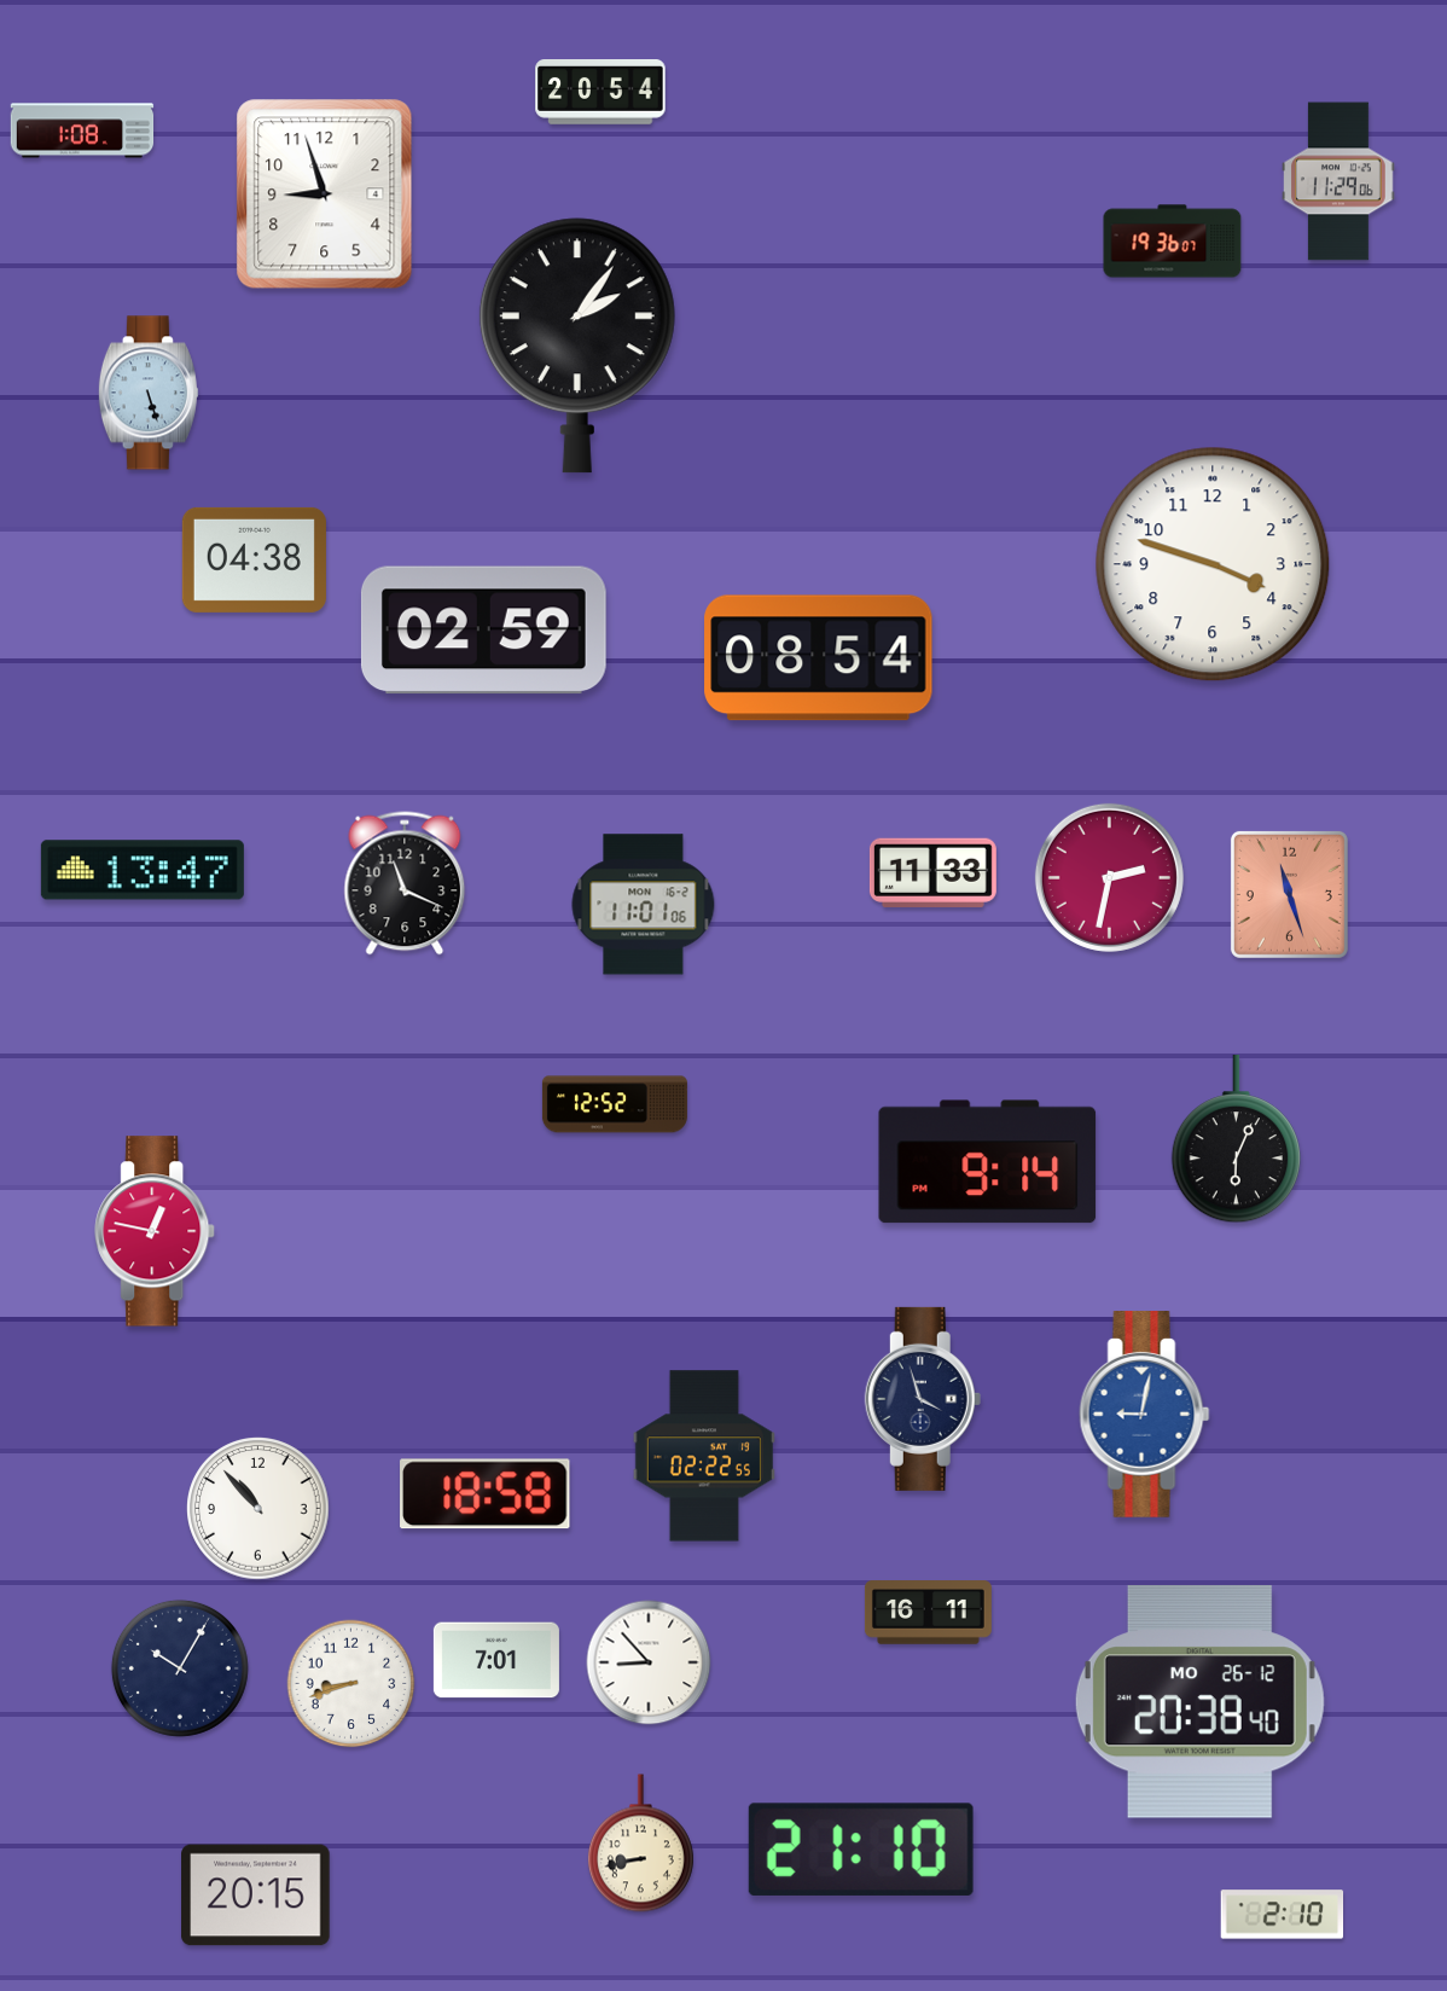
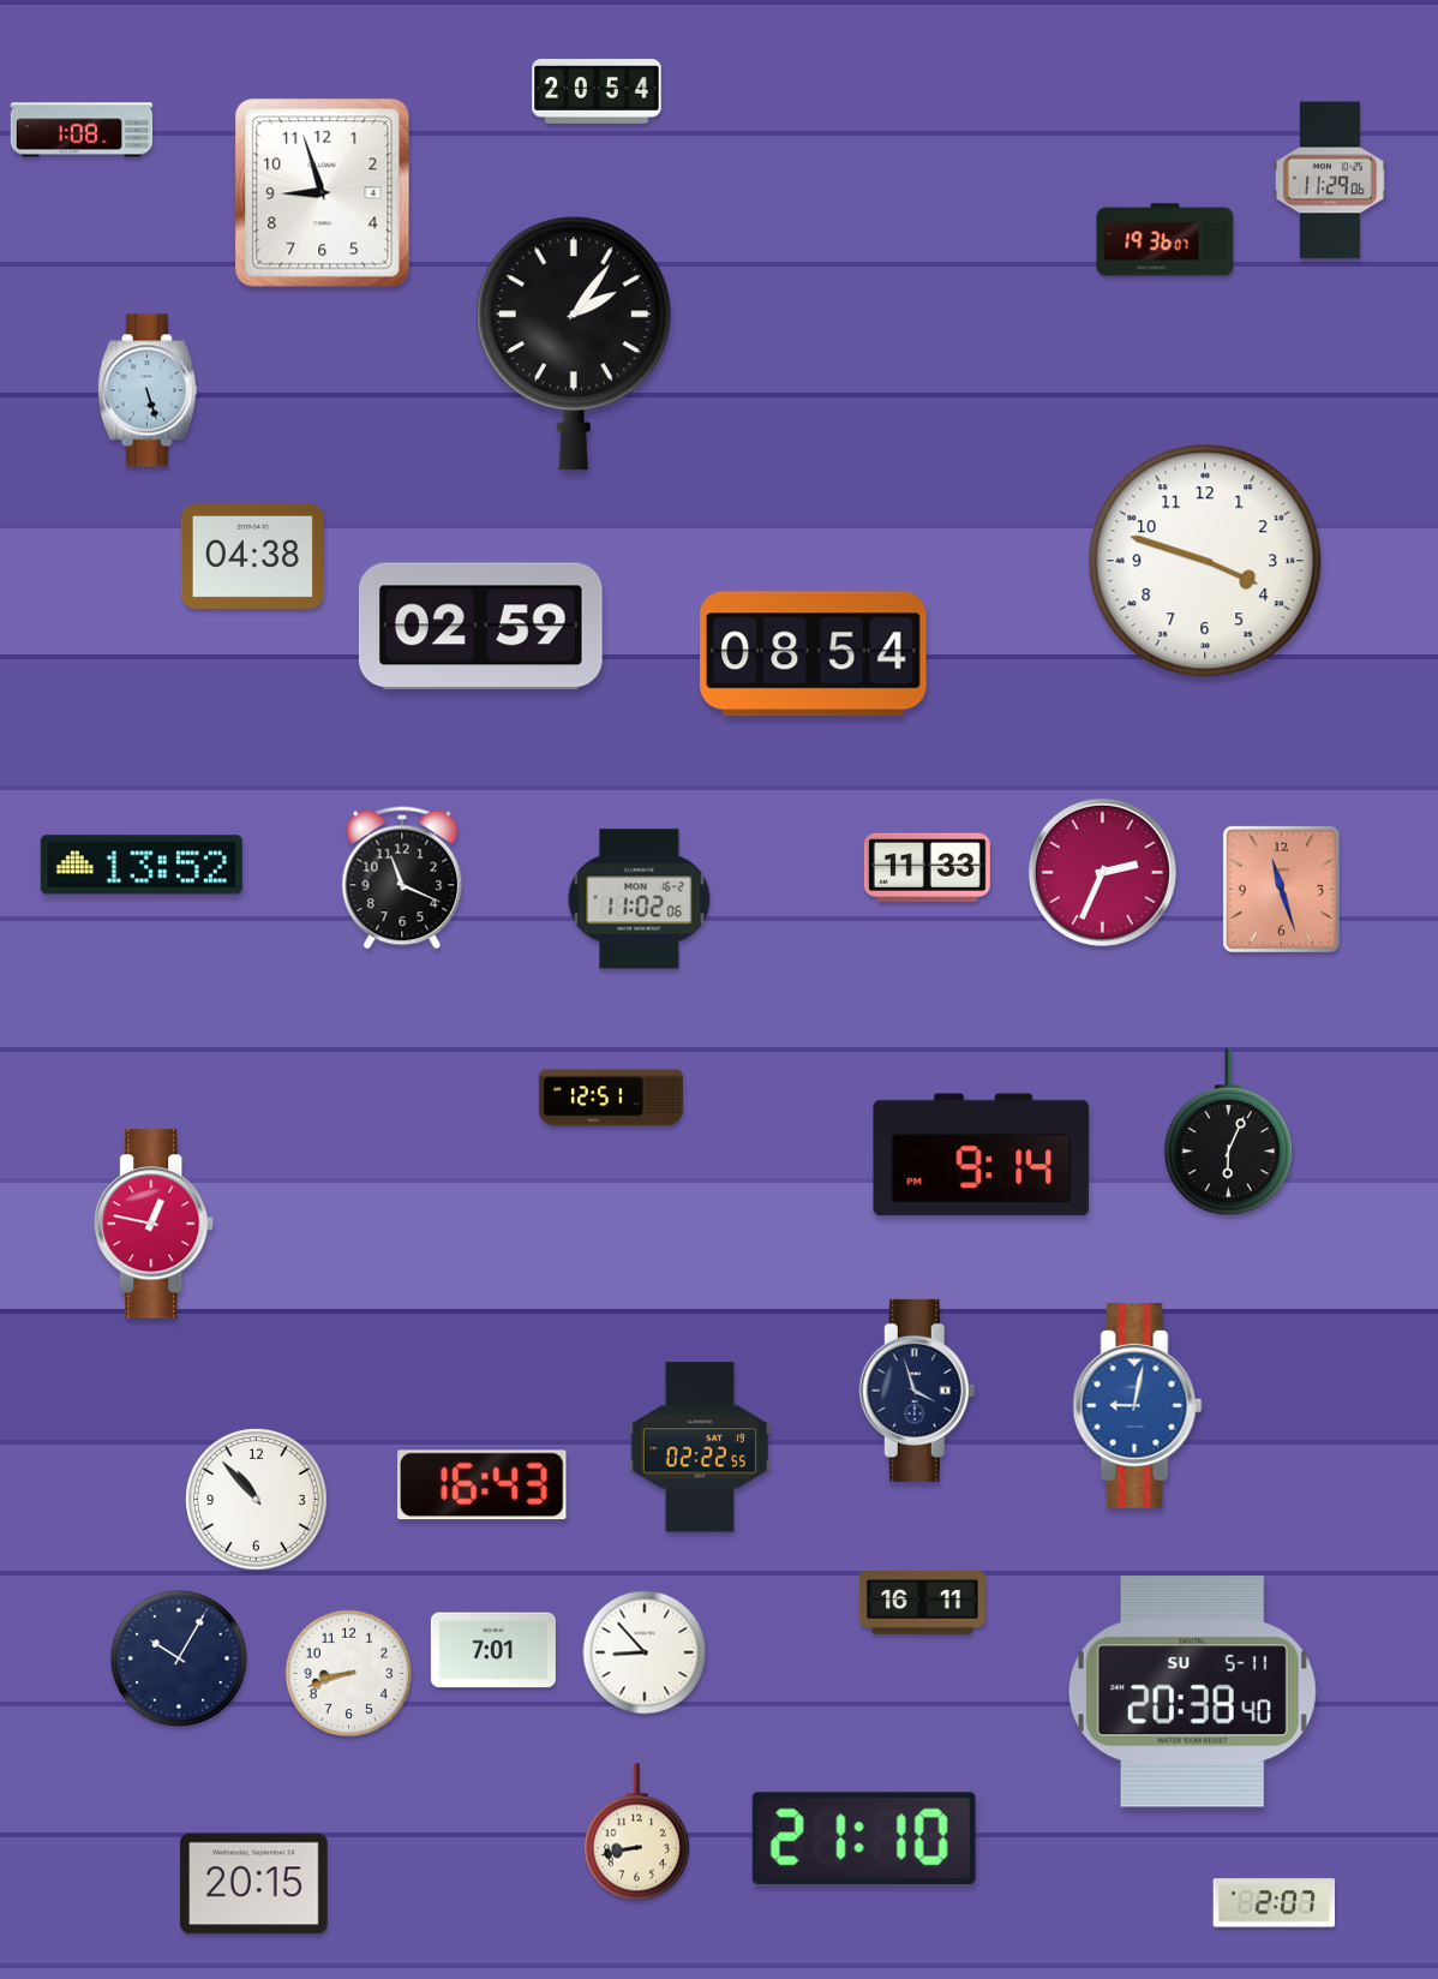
clock at (143, 870): 13:47 -> 13:52
clock at (1109, 877): 2:32 -> 2:34
clock at (644, 905): 11:01 -> 11:02
clock at (615, 1104): 12:52 -> 12:51
clock at (486, 1494): 18:58 -> 16:43
clock at (1199, 1702) date: MO 26-12 -> SU 5-11
clock at (861, 1850) position: (861, 1850) -> (864, 1839)
clock at (1283, 1915): 2:10 -> 2:07
